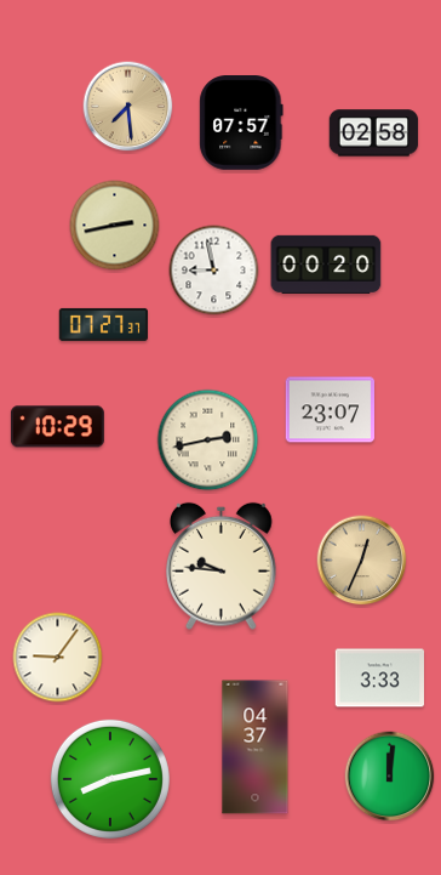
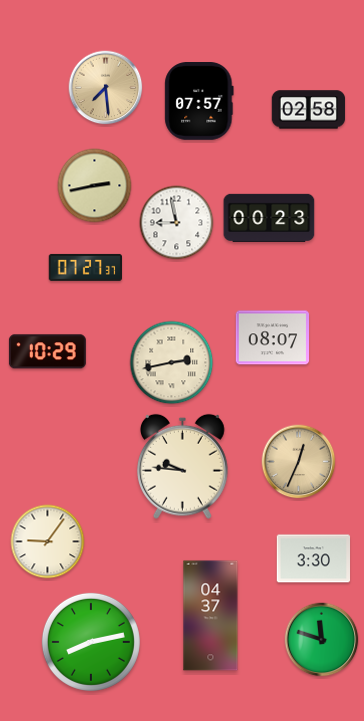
clock at (326, 265): 00:20 -> 00:23
clock at (331, 410): 23:07 -> 08:07
clock at (380, 678): 3:33 -> 3:30
clock at (390, 777): 12:01 -> 11:48
